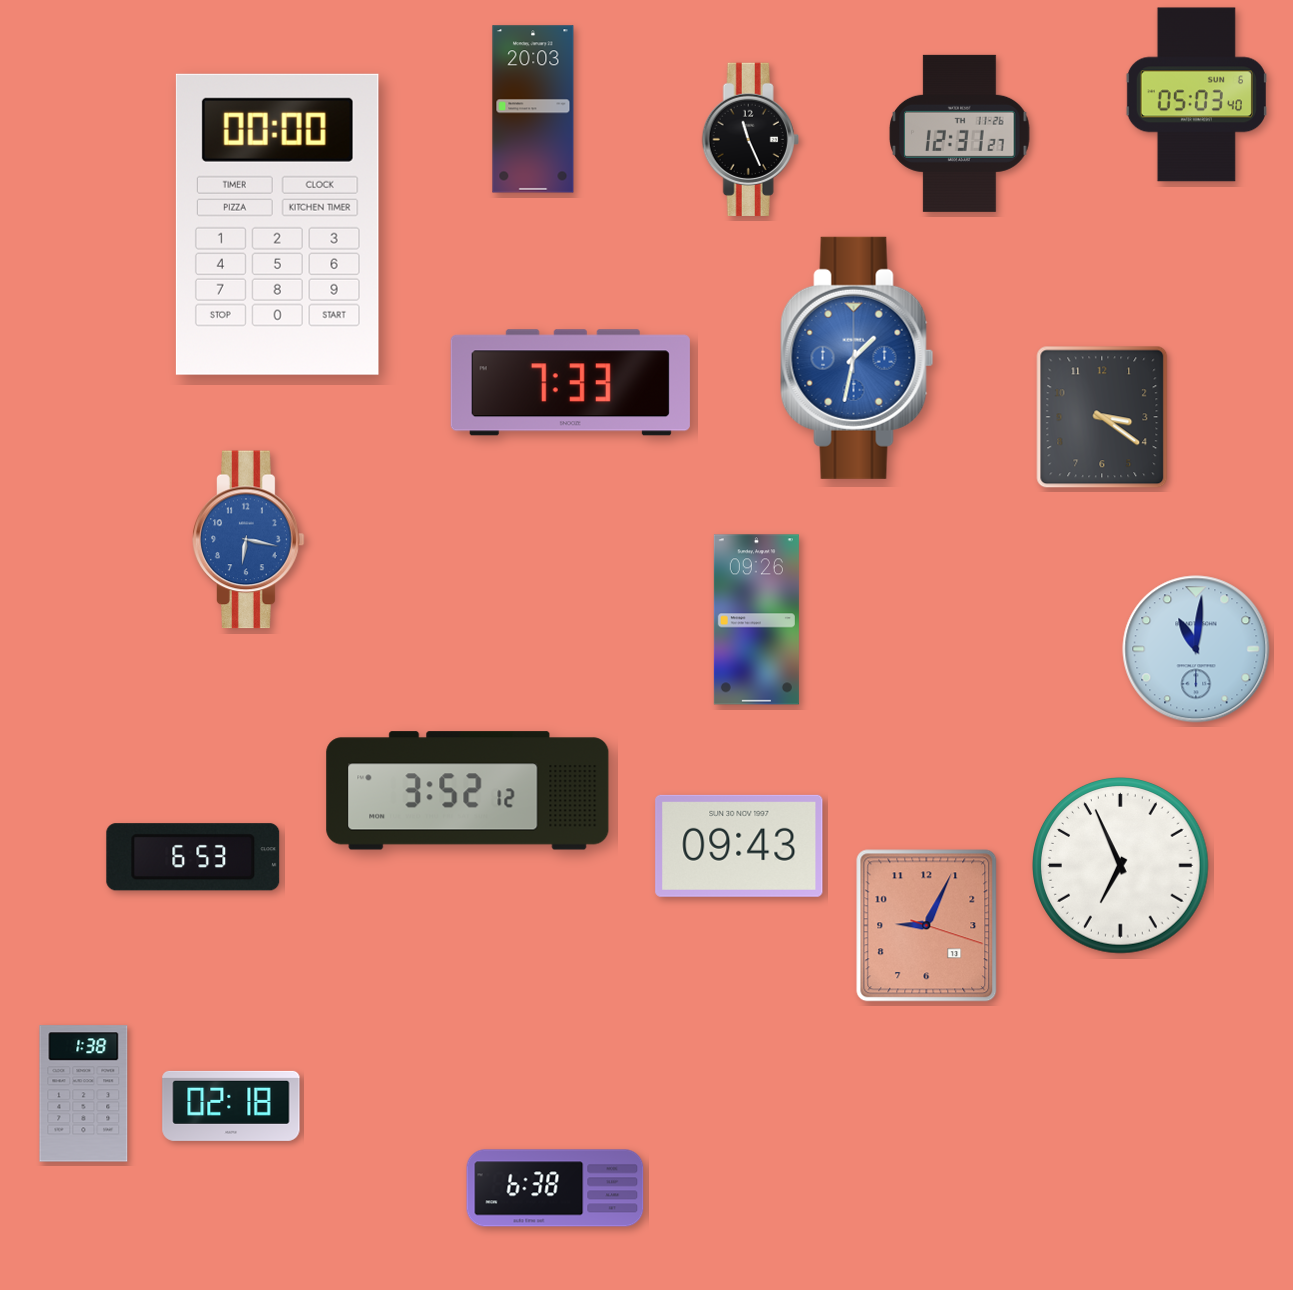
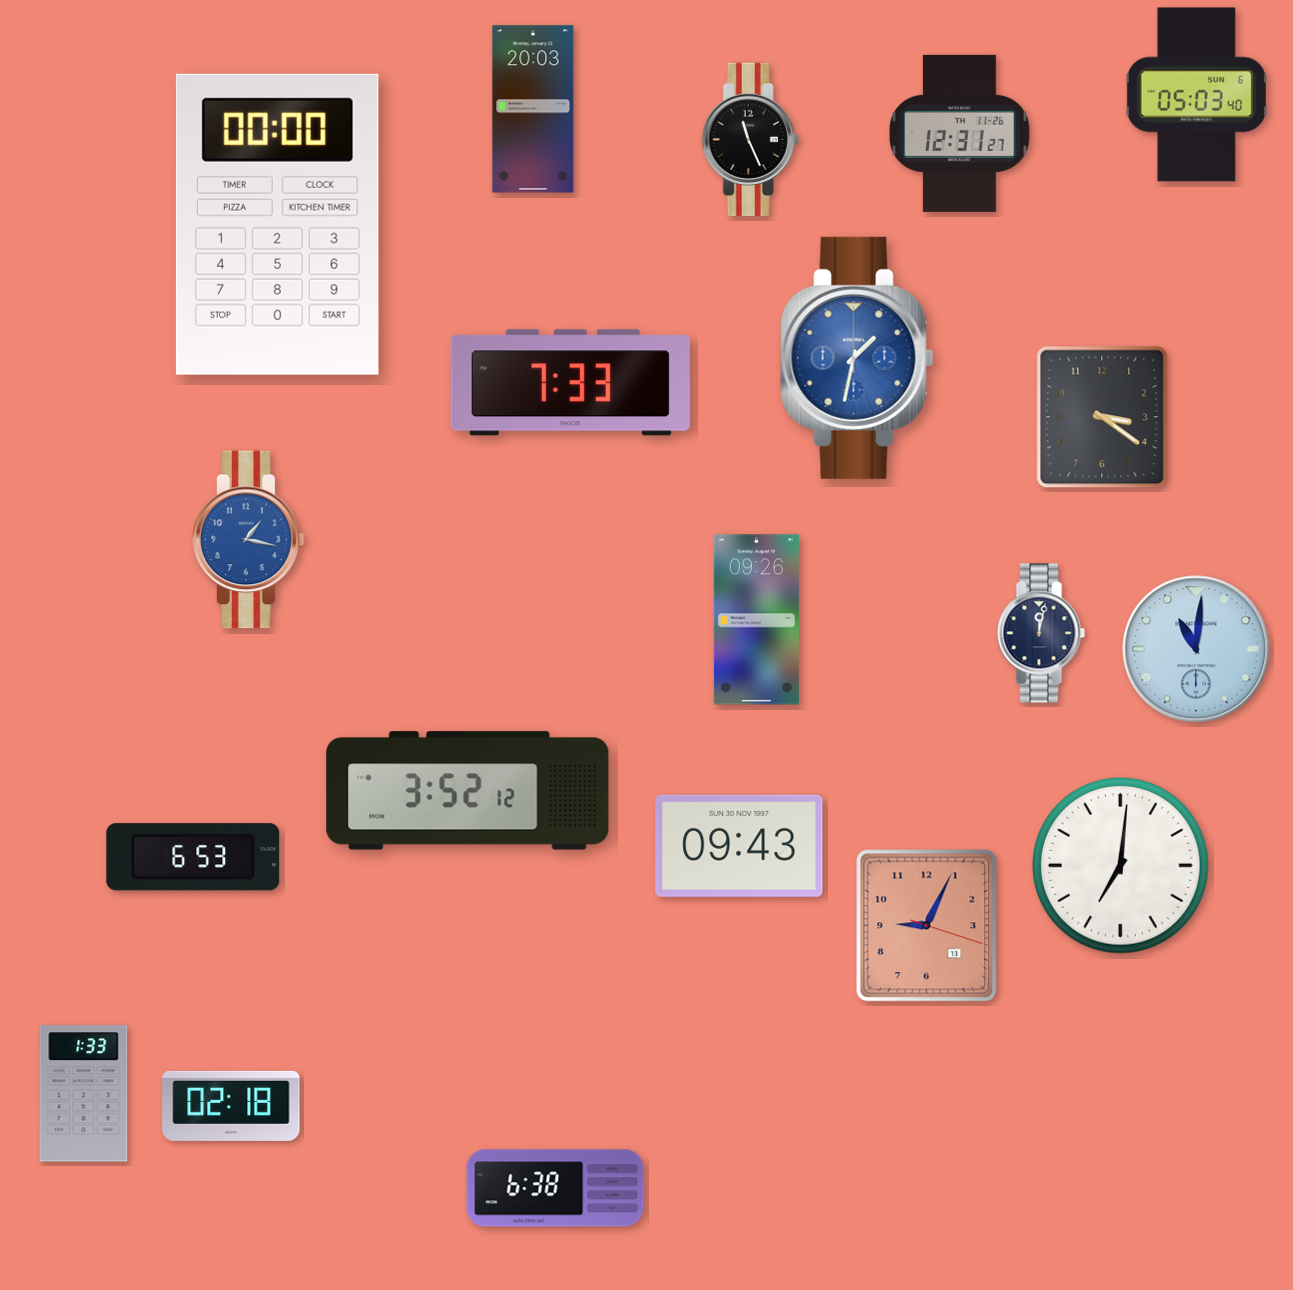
clock at (249, 540): 6:17 -> 1:17
clock at (1041, 633): none -> 12:02
clock at (1121, 866): 6:56 -> 7:01
clock at (84, 1094): 1:38 -> 1:33
